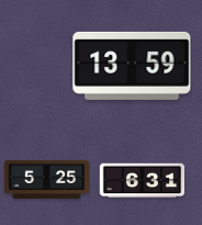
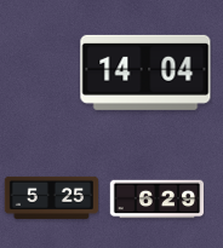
clock at (132, 66): 13:59 -> 14:04
clock at (142, 181): 6:31 -> 6:29
